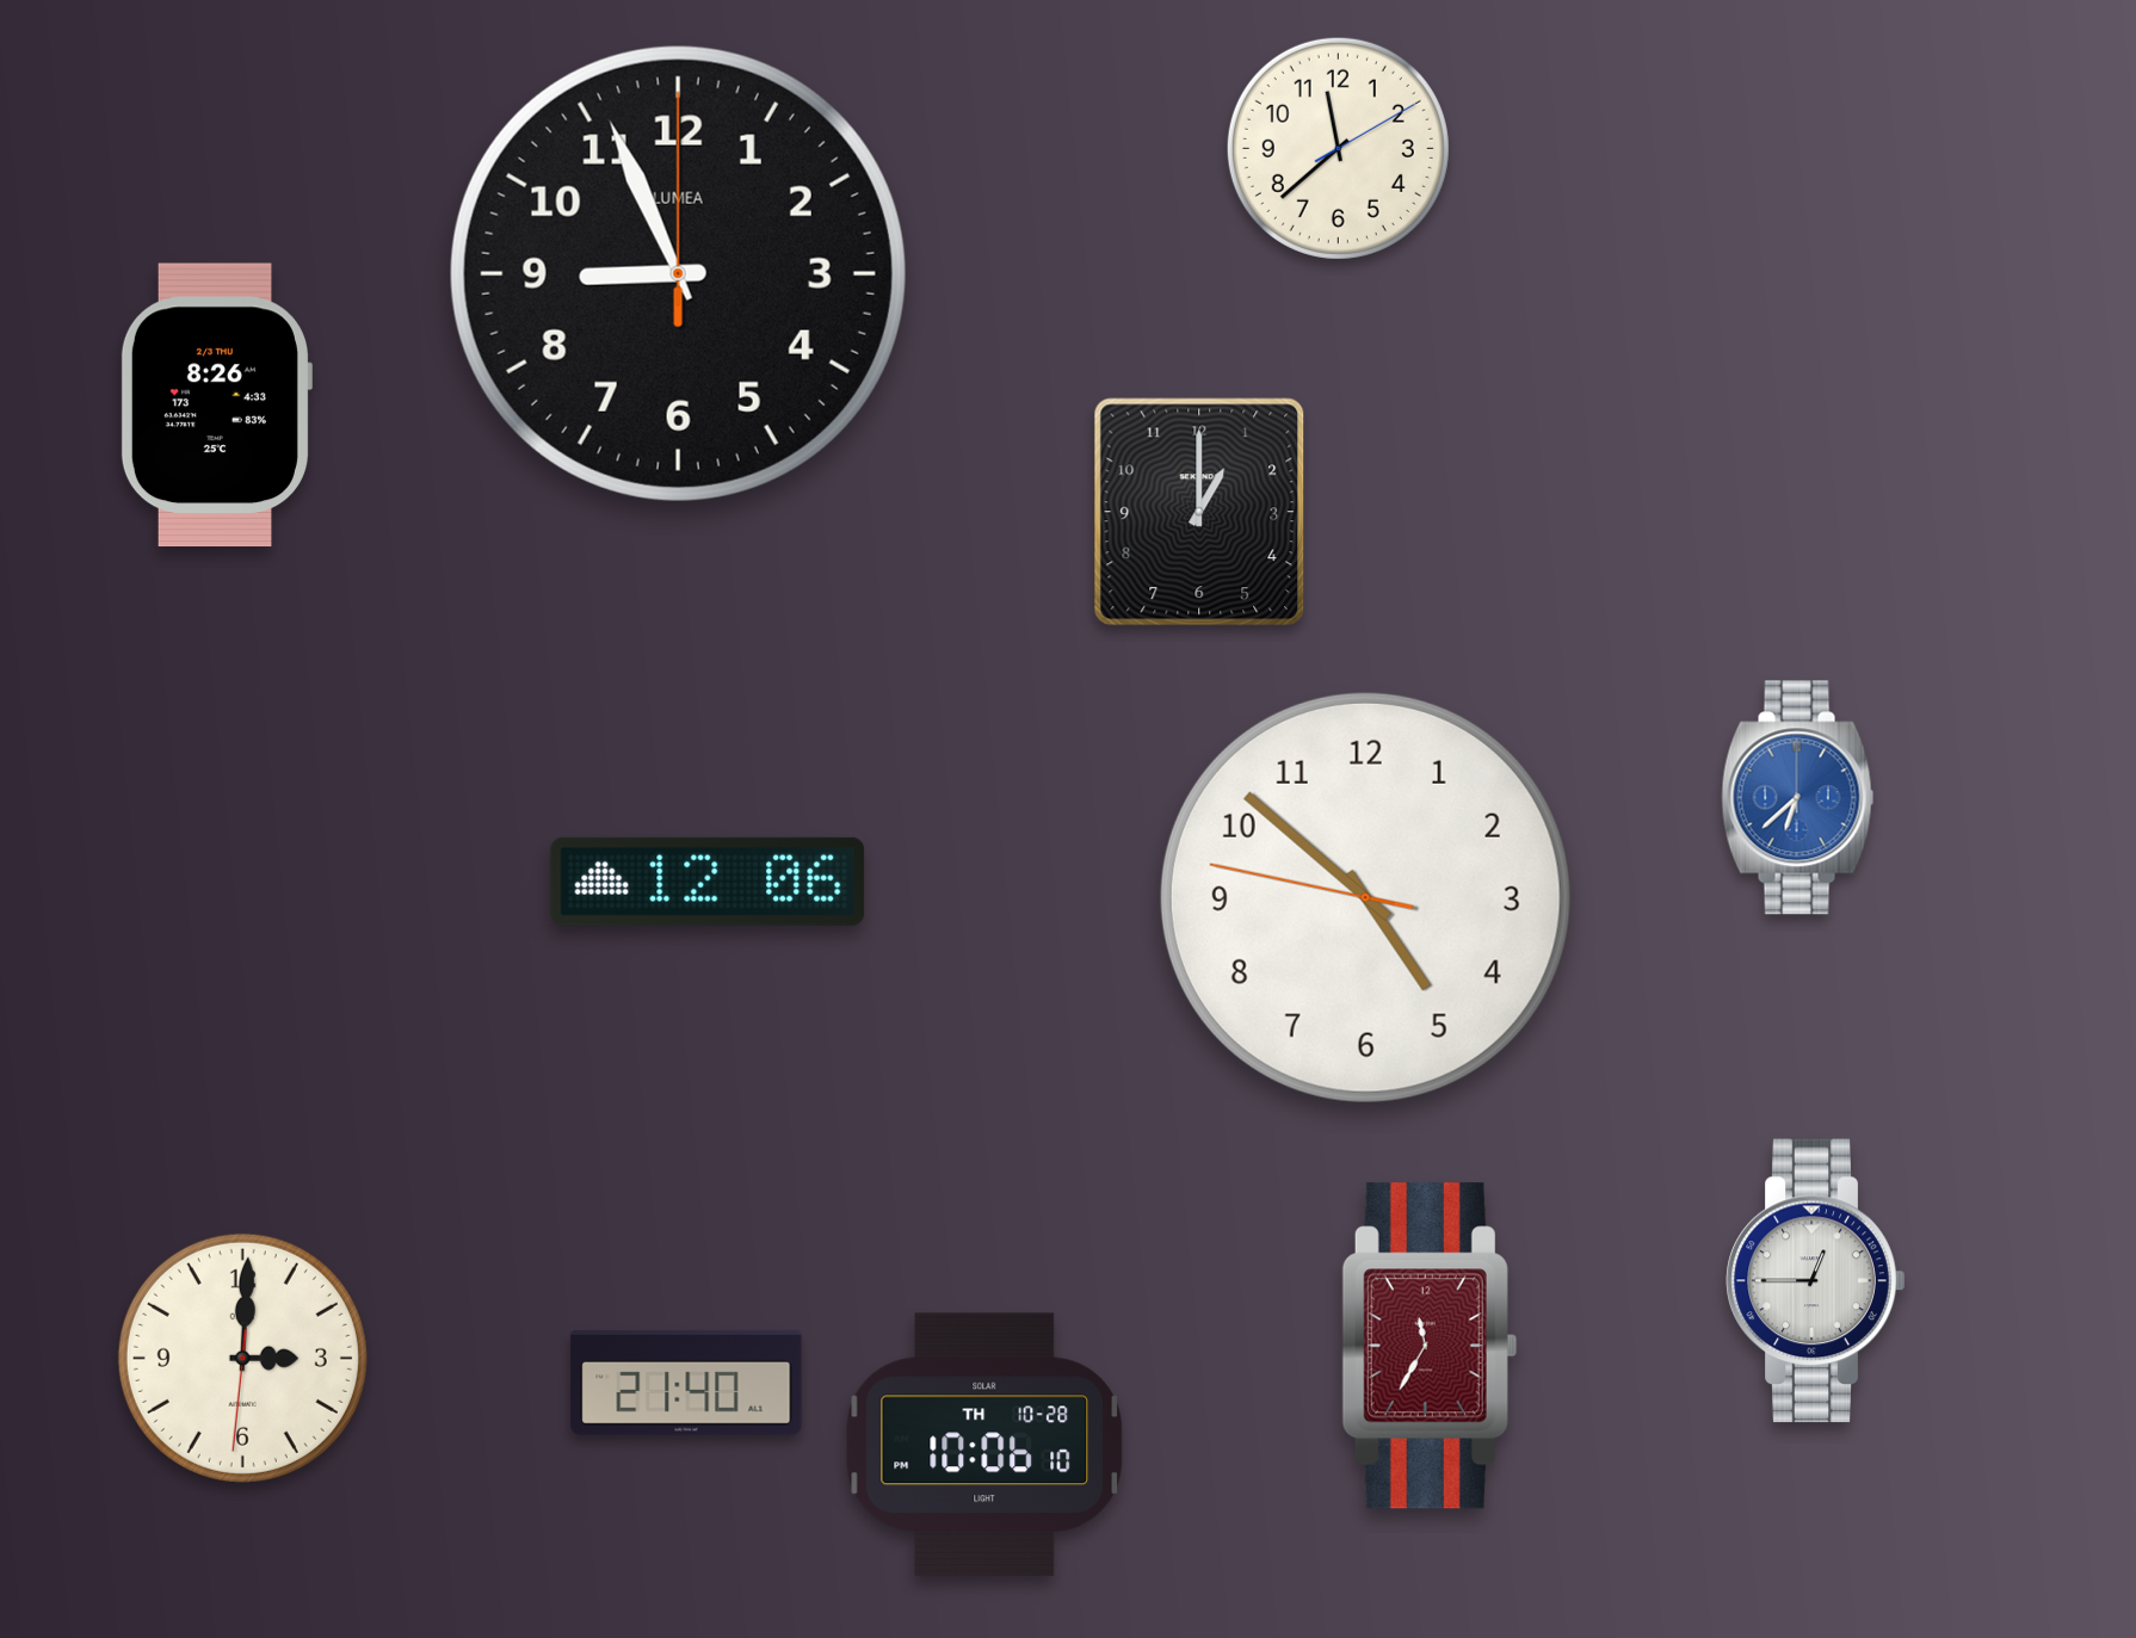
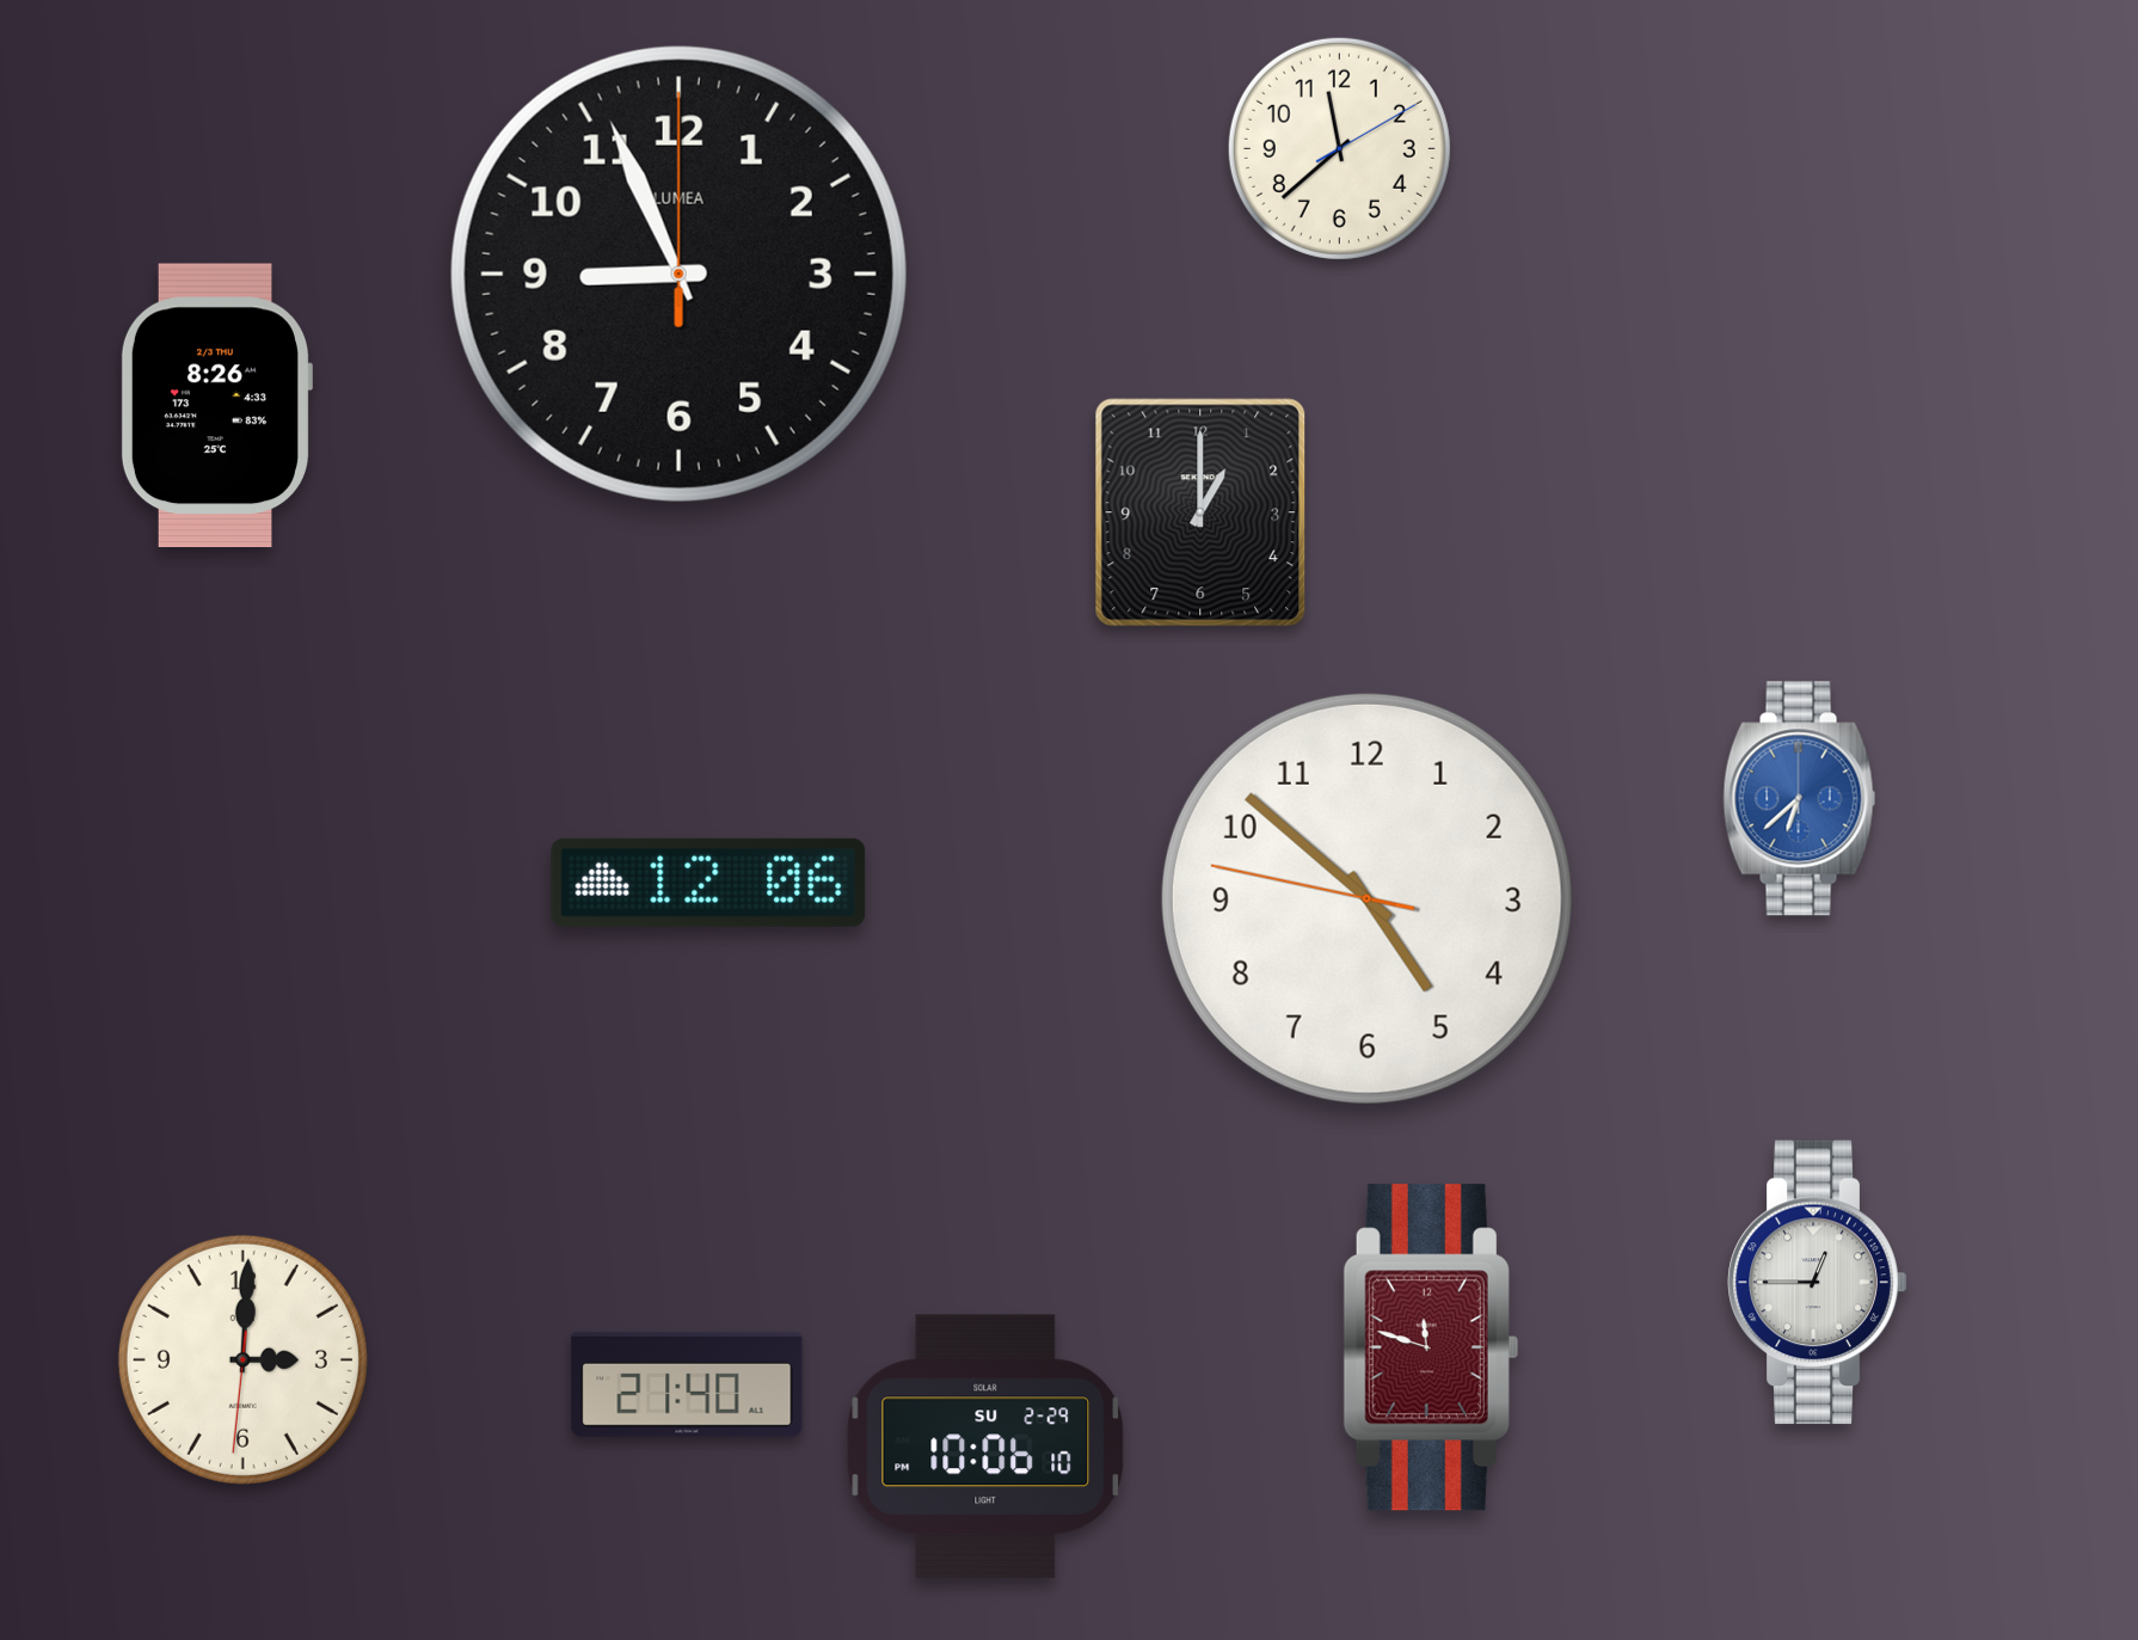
clock at (1430, 1346): 11:35 -> 11:48
clock at (983, 1445) date: TH 10-28 -> SU 2-29
